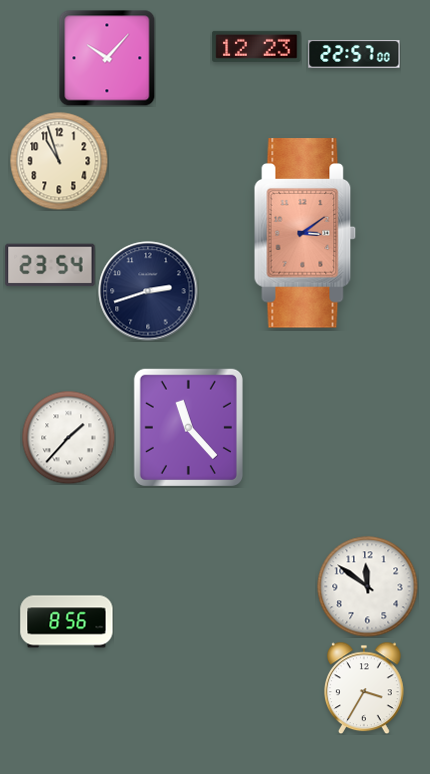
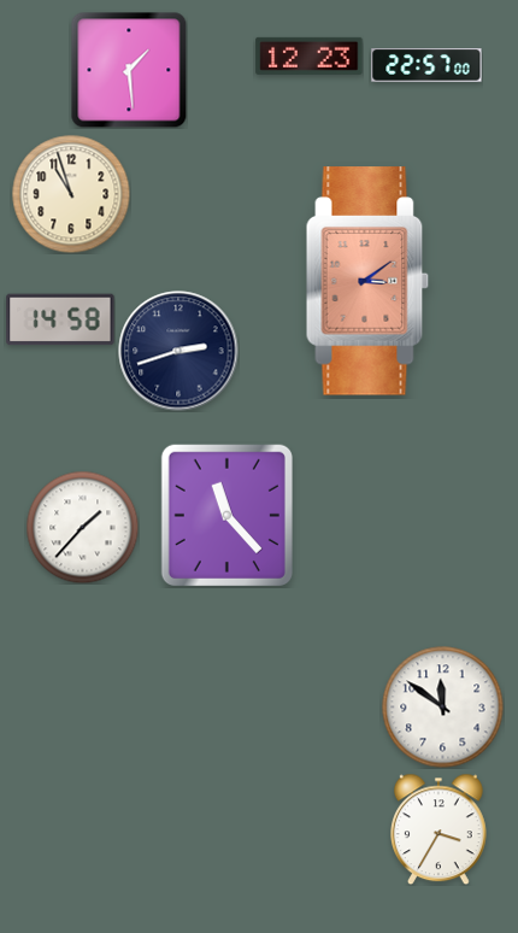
clock at (107, 58): 10:07 -> 1:29
clock at (50, 265): 23:54 -> 14:58
clock at (67, 622): 8:56 -> none
